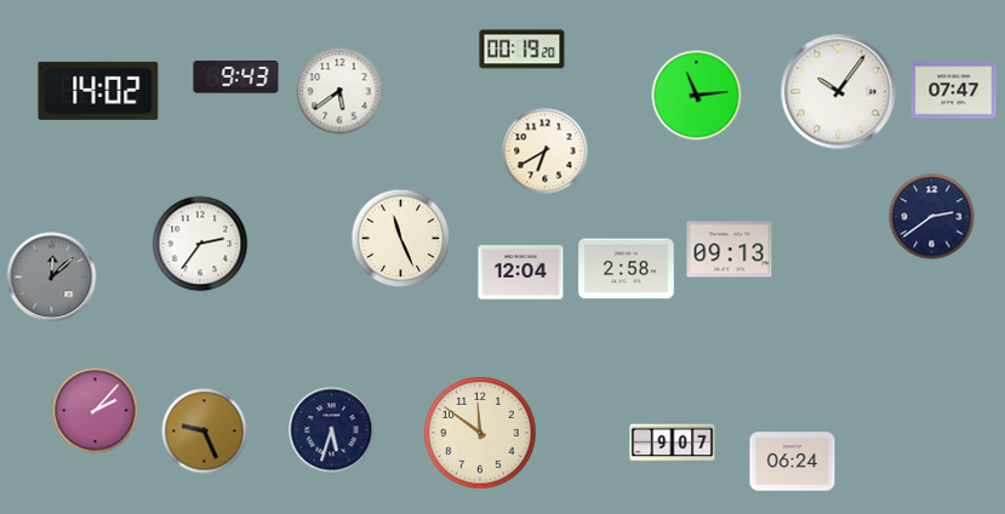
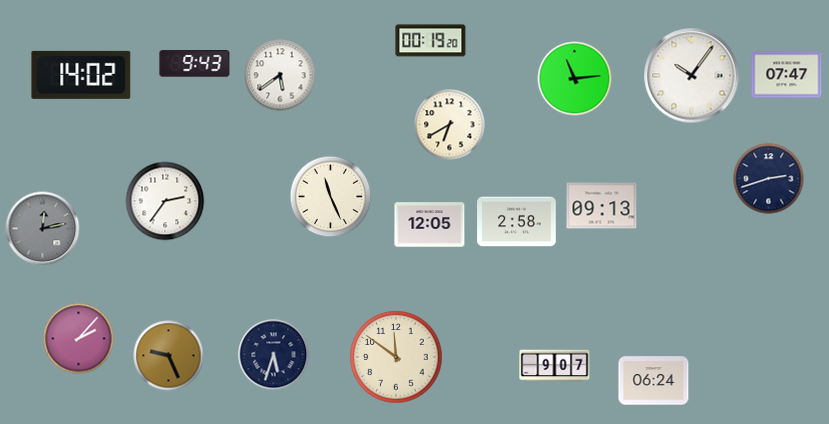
clock at (932, 217): 2:39 -> 2:42
clock at (521, 273): 12:04 -> 12:05
clock at (52, 278): 12:08 -> 12:13
